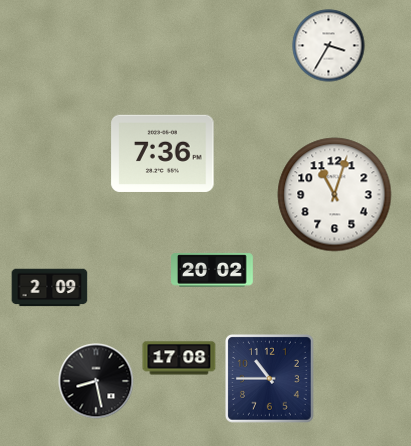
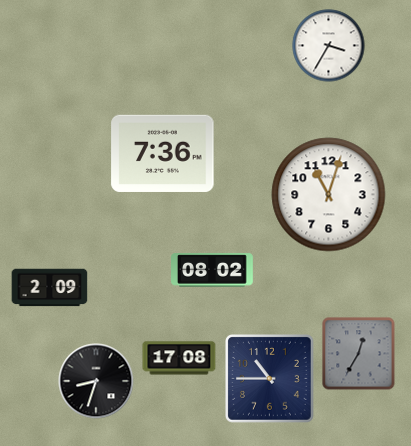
clock at (335, 195) position: (335, 195) -> (329, 195)
clock at (213, 270): 20:02 -> 08:02
clock at (359, 354): none -> 12:35
clock at (96, 381): 8:28 -> 8:33
